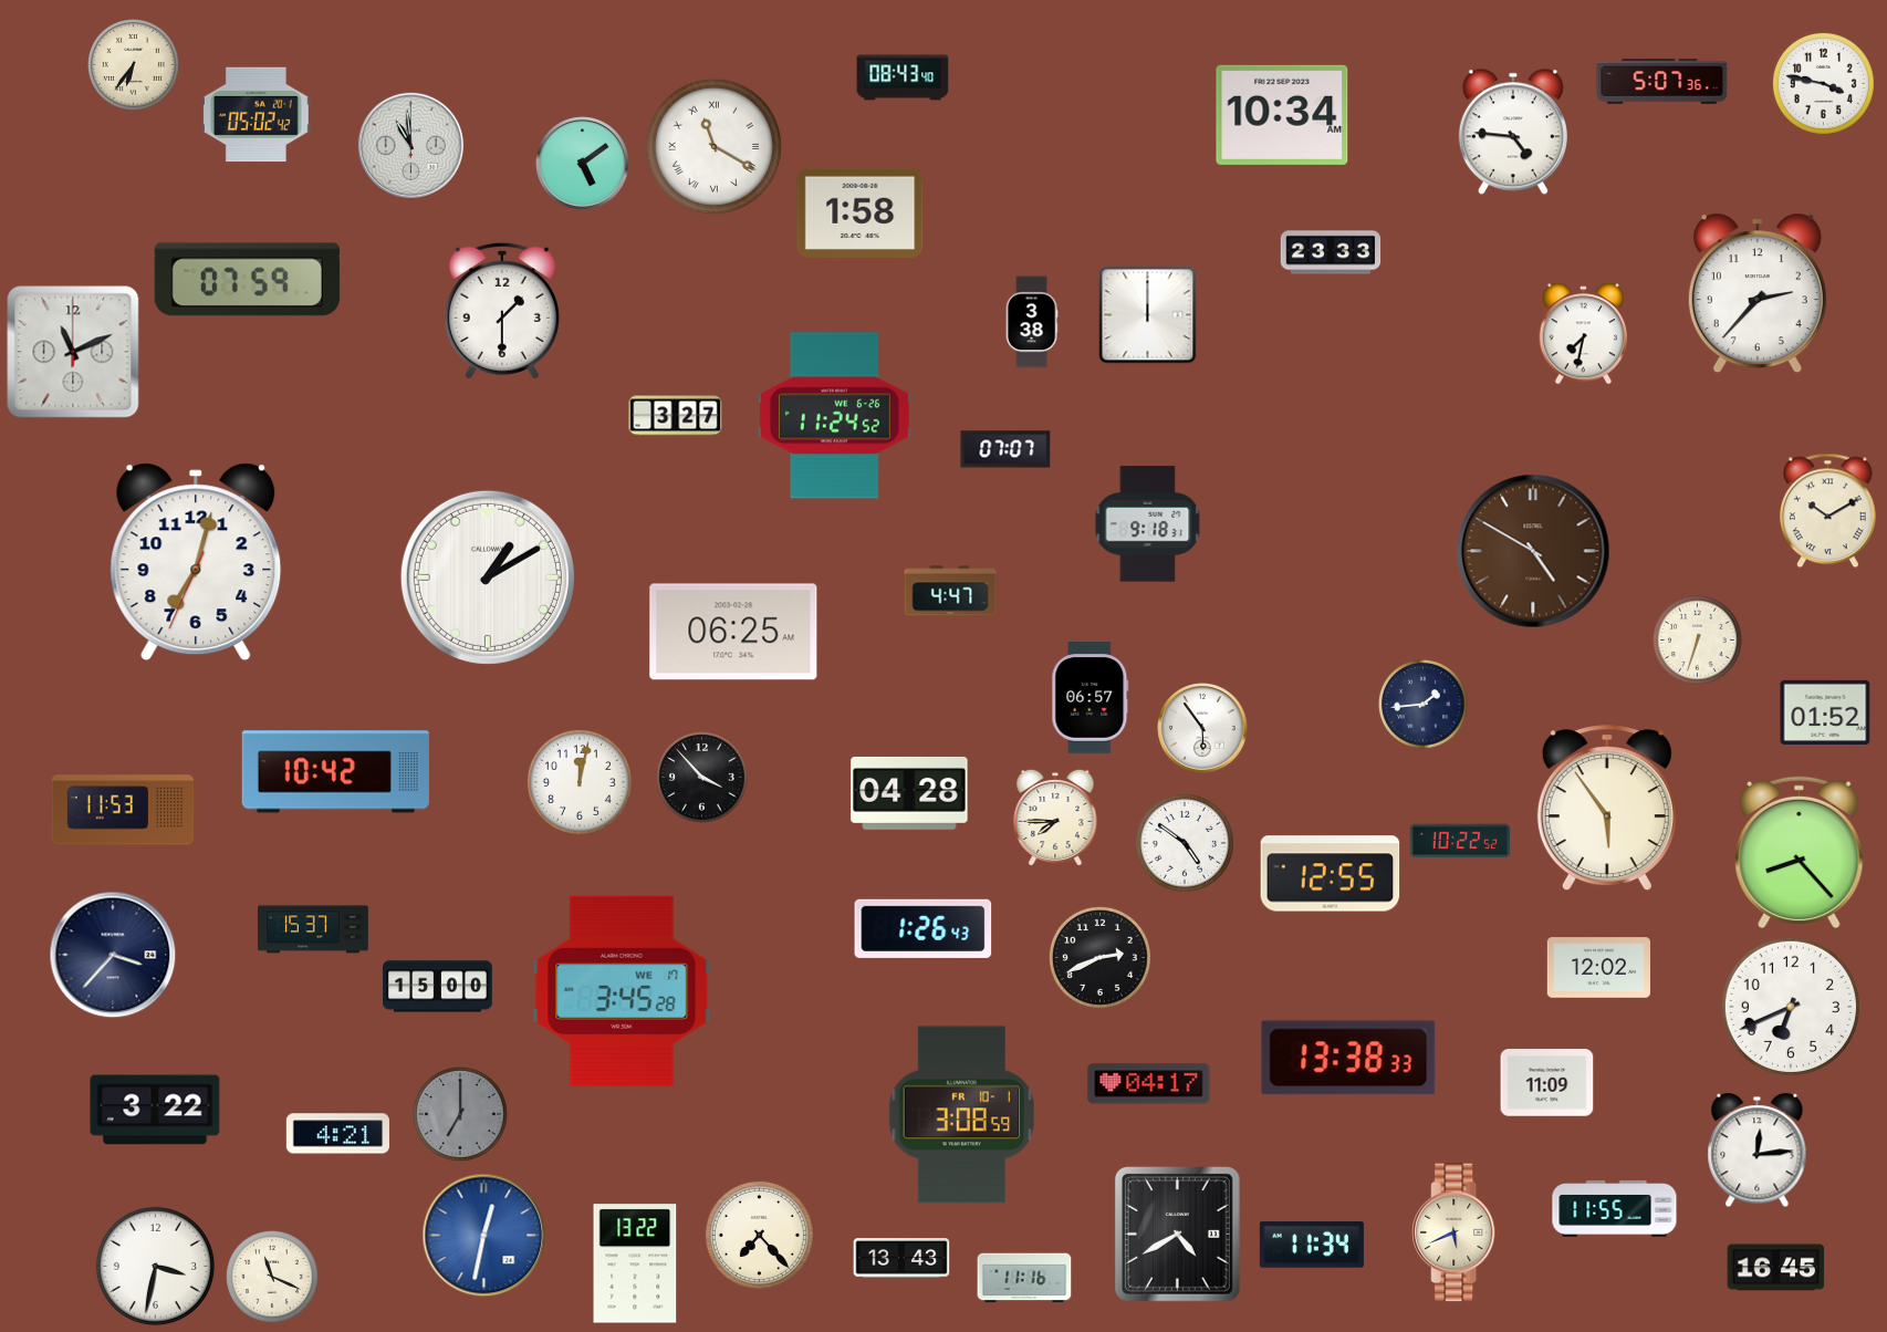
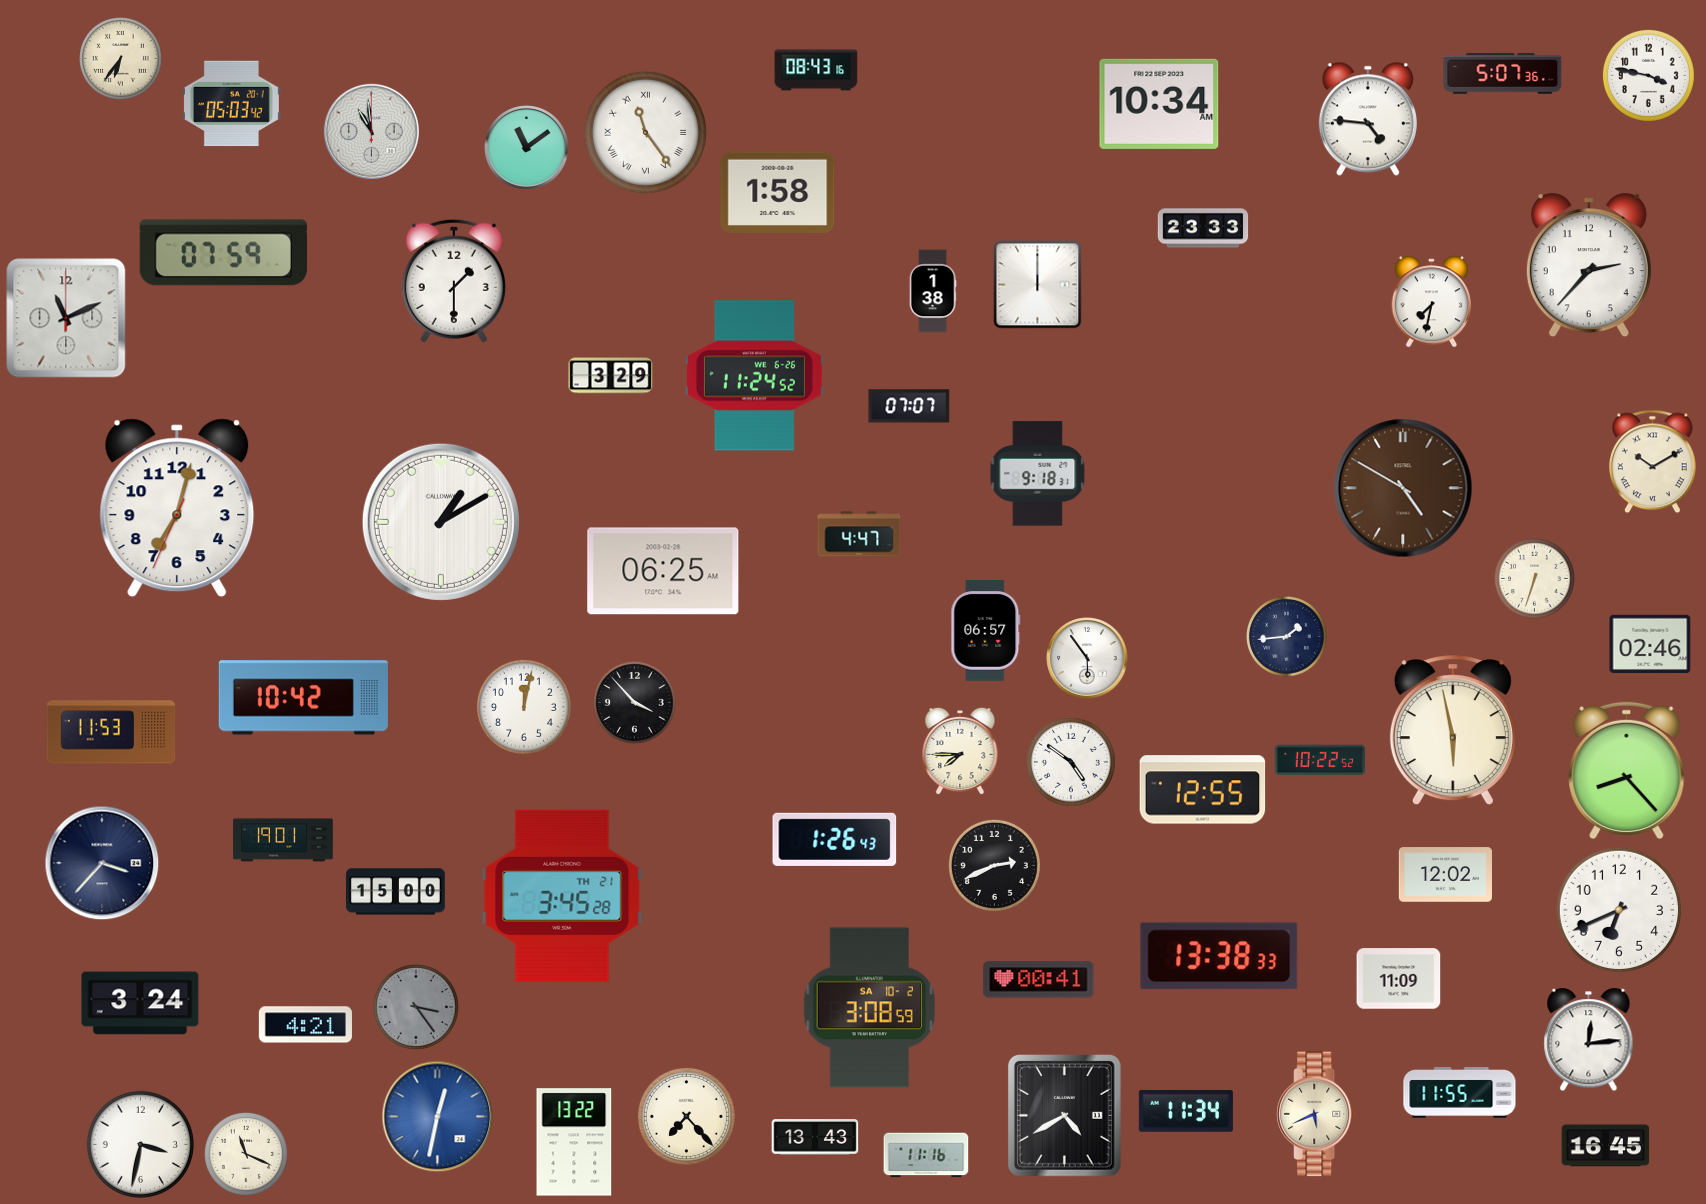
clock at (903, 77): 08:43:40 -> 08:43:16
clock at (256, 115): 05:02 -> 05:03
clock at (713, 146): 11:20 -> 11:24
clock at (583, 164): 5:09 -> 11:09
clock at (1032, 322): 3:38 -> 1:38
clock at (676, 416): 3:27 -> 3:29
clock at (1533, 551) position: (1533, 551) -> (1403, 488)
clock at (1825, 711): 01:52 -> 02:46
clock at (909, 793): 04:28 -> none
clock at (1607, 809): 5:54 -> 5:58
clock at (1055, 818) position: (1055, 818) -> (960, 751)
clock at (313, 929): 15:37 -> 19:01
clock at (622, 991) date: WE 17 -> TH 21
clock at (1149, 1084): 04:17 -> 00:41
clock at (155, 1110): 3:22 -> 3:24
clock at (461, 1115): 7:00 -> 3:24
clock at (962, 1115) date: FR 10-1 -> SA 10-2
clock at (1312, 1245) position: (1312, 1245) -> (1186, 1111)
